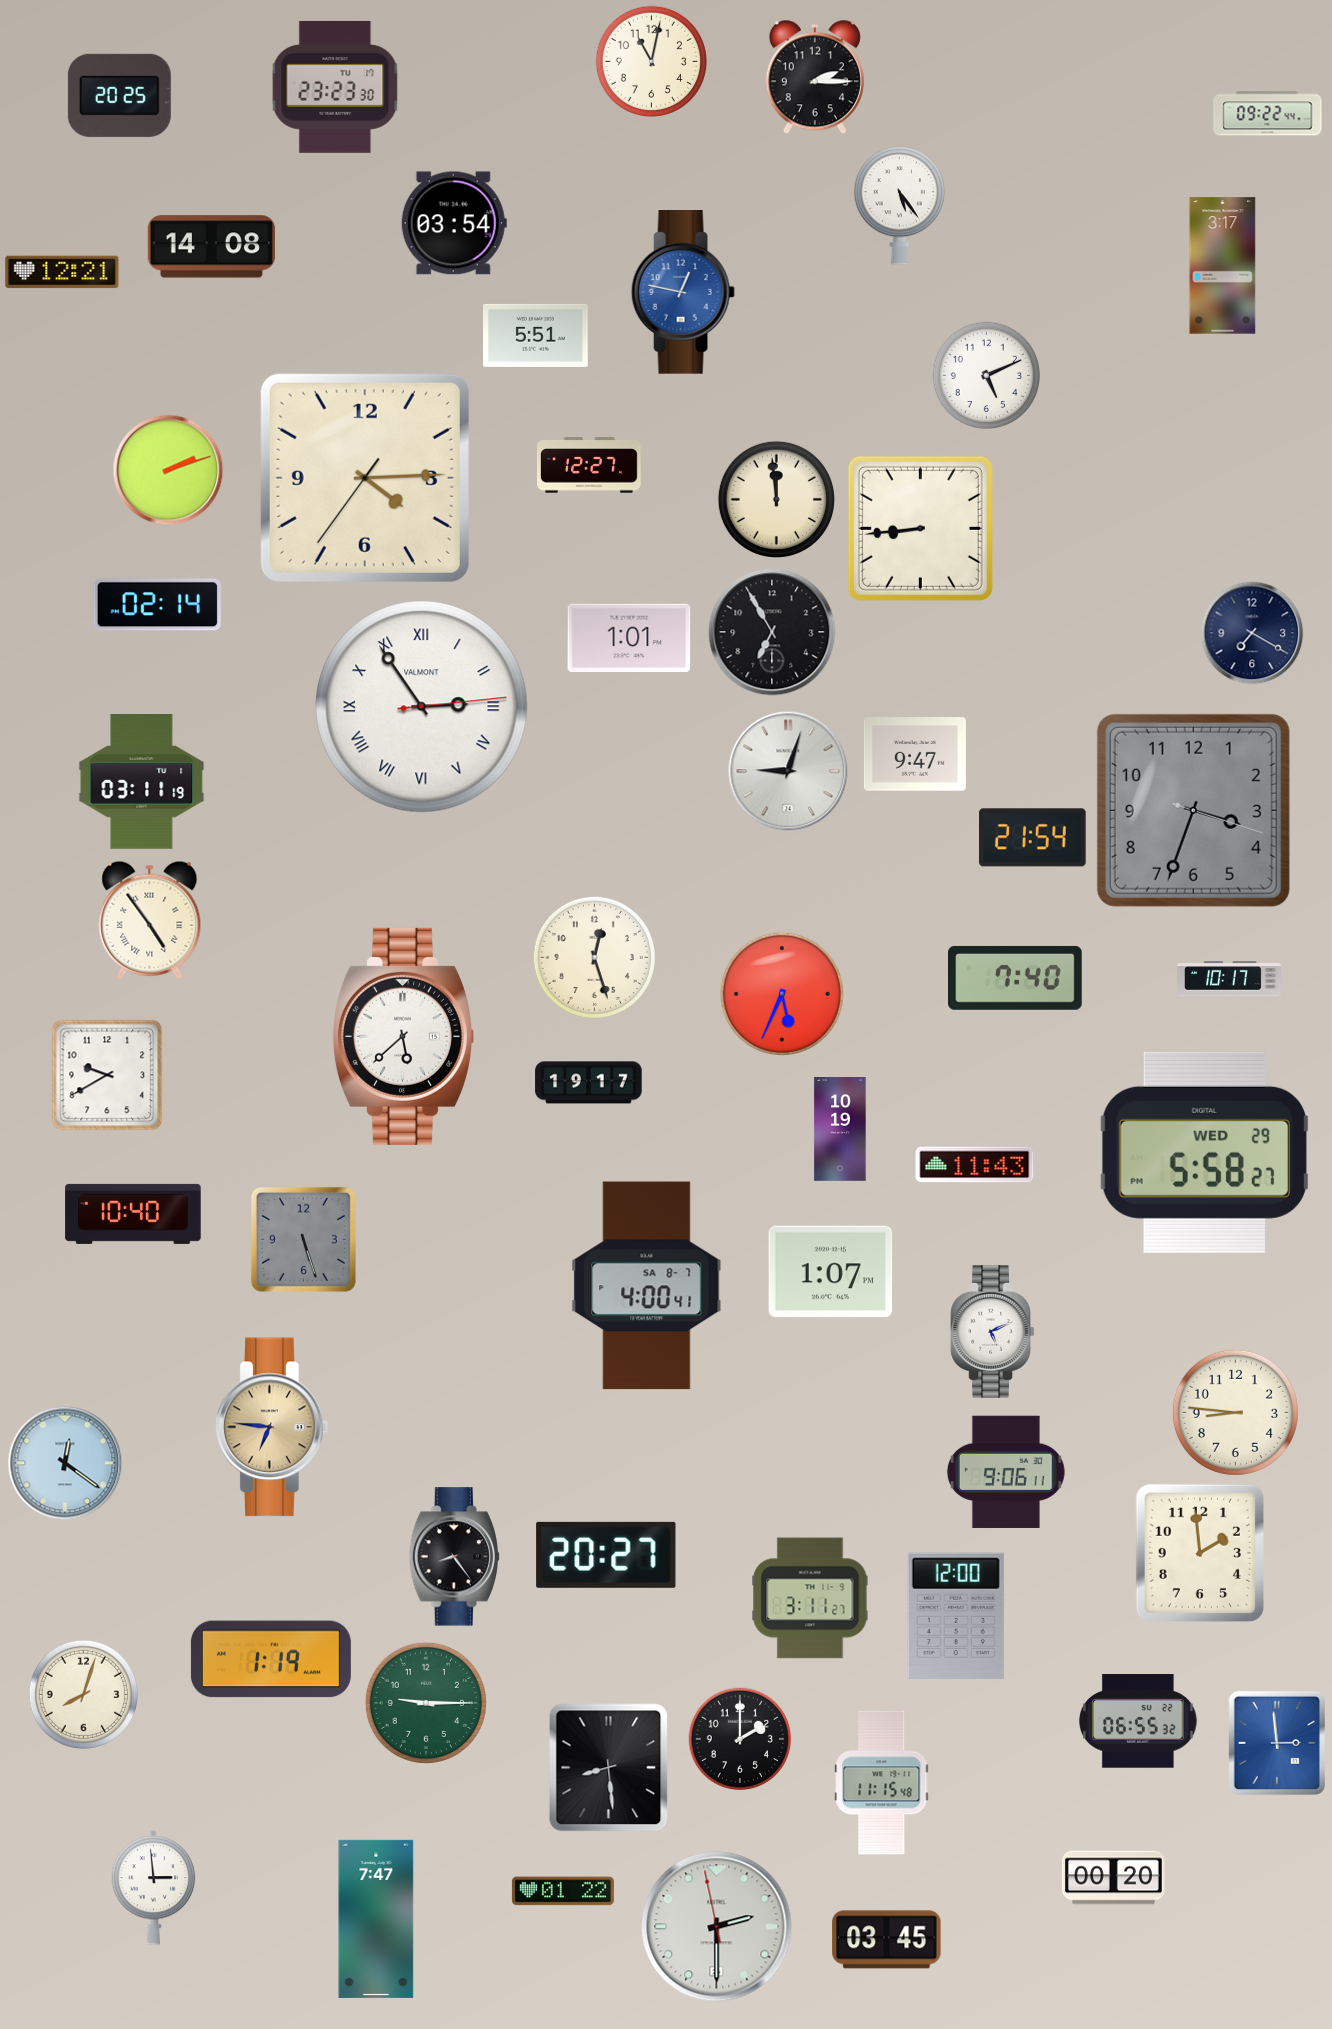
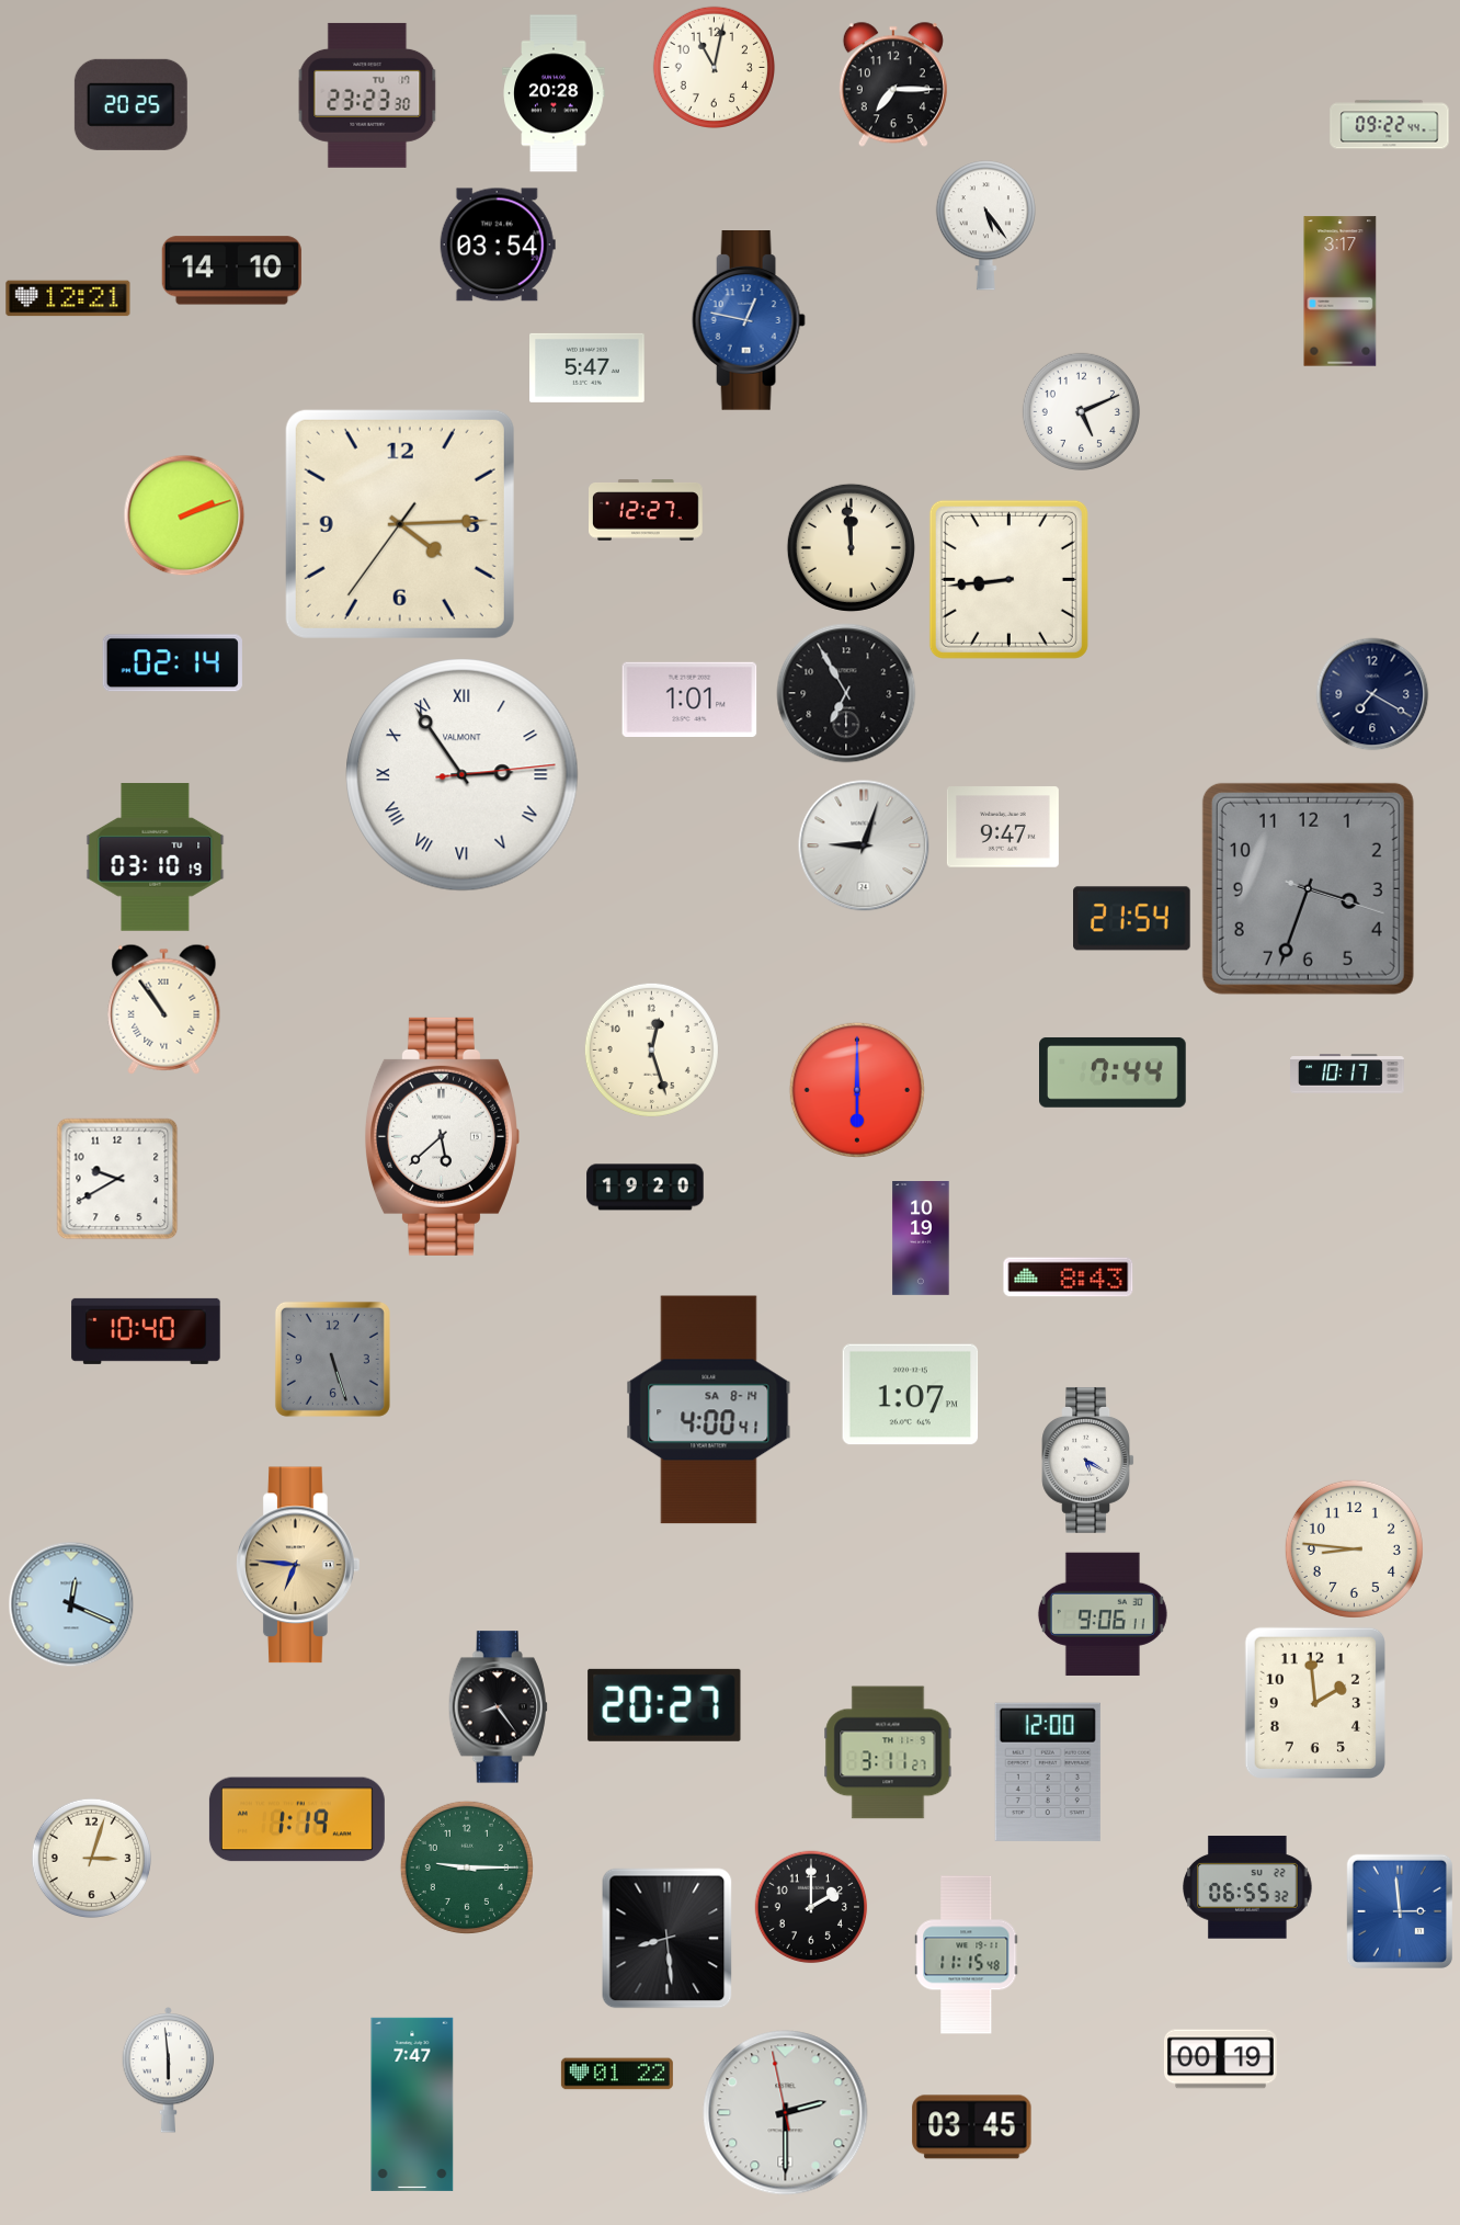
clock at (815, 77): 2:15 -> 7:15
clock at (554, 93): none -> 20:28
clock at (211, 247): 14:08 -> 14:10
clock at (536, 335): 5:51 -> 5:47
clock at (142, 782): 03:11 -> 03:10
clock at (150, 920): 4:54 -> 10:54
clock at (1016, 978): 7:40 -> 7:44
clock at (782, 994): 5:34 -> 6:00
clock at (589, 1083): 19:17 -> 19:20
clock at (1204, 1152): 5:58 -> none
clock at (975, 1165): 11:43 -> 8:43
clock at (647, 1286) date: SA 8-7 -> SA 8-14
clock at (993, 1331): 5:11 -> 5:20
clock at (65, 1463): 12:21 -> 12:19
clock at (83, 1694): 8:03 -> 3:03
clock at (1113, 1878): 00:20 -> 00:19
clock at (154, 1888): 2:59 -> 5:59
